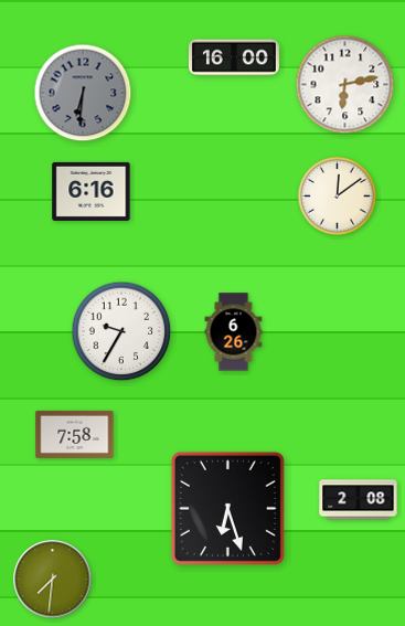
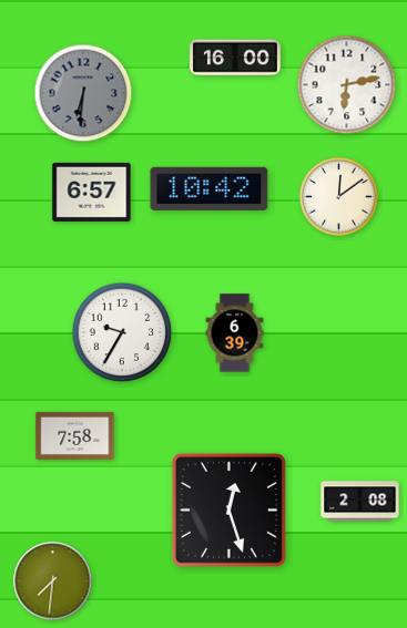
clock at (210, 188): none -> 10:42
clock at (92, 191): 6:16 -> 6:57
clock at (234, 332): 6:26 -> 6:39
clock at (227, 508): 6:27 -> 12:27
